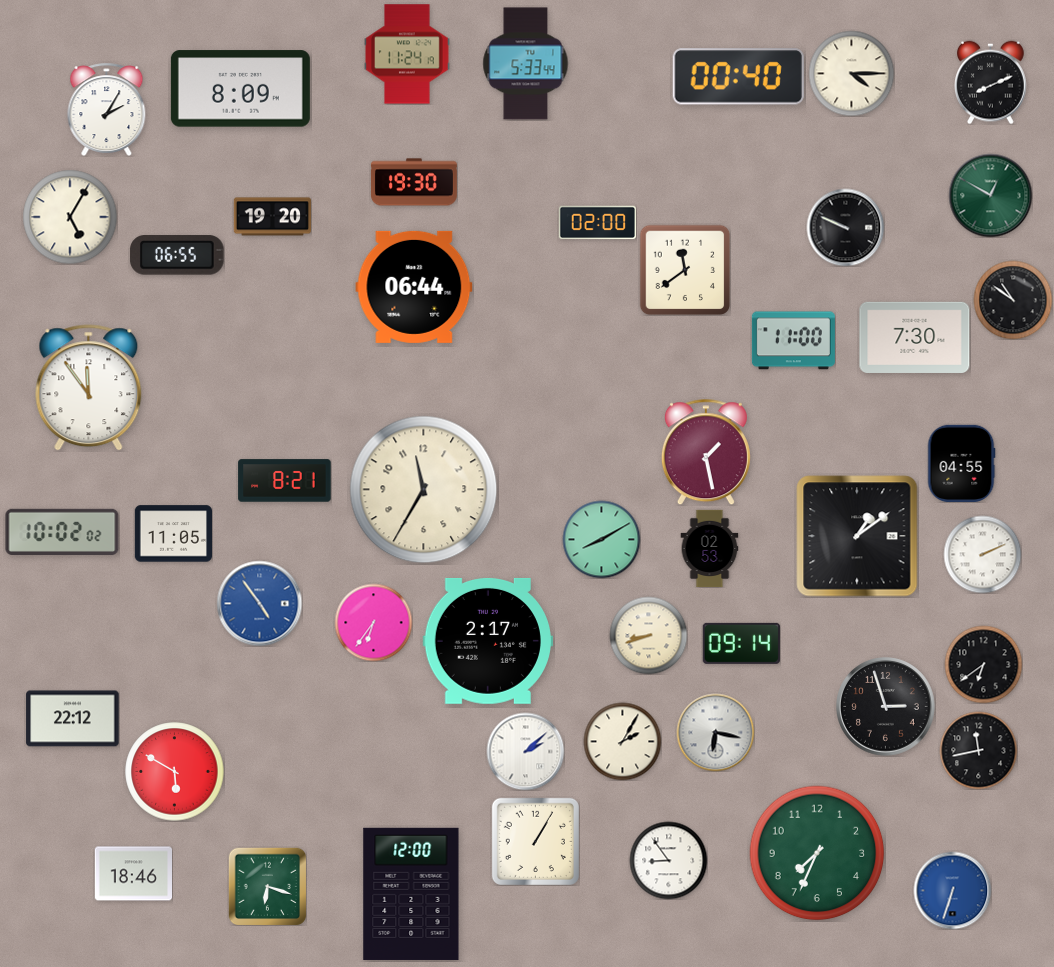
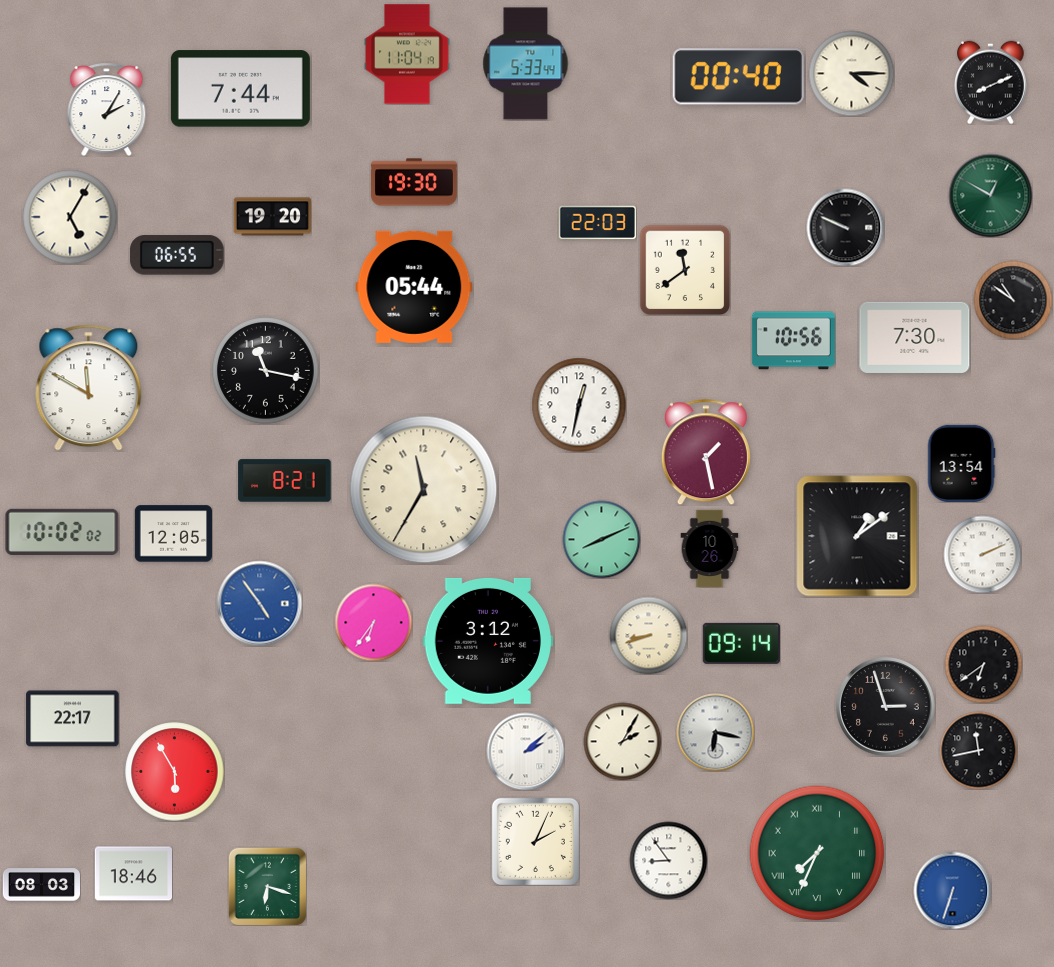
clock at (407, 54): 11:24 -> 11:04
clock at (240, 89): 8:09 -> 7:44
clock at (597, 223): 02:00 -> 22:03
clock at (414, 287): 06:44 -> 05:44
clock at (793, 341): 11:00 -> 10:56
clock at (266, 371): none -> 11:17
clock at (89, 388): 11:54 -> 11:50
clock at (579, 405): none -> 12:32
clock at (961, 463): 04:55 -> 13:54
clock at (173, 534): 11:05 -> 12:05
clock at (601, 539): 8:10 -> 8:11
clock at (710, 548): 02:53 -> 10:26
clock at (487, 641): 2:17 -> 3:12
clock at (73, 719): 22:12 -> 22:17
clock at (175, 772): 5:50 -> 5:55
clock at (535, 841): 1:05 -> 2:04
clock at (817, 853) numerals: Arabic -> Roman
clock at (41, 885): none -> 08:03
clock at (411, 894): 12:00 -> none
